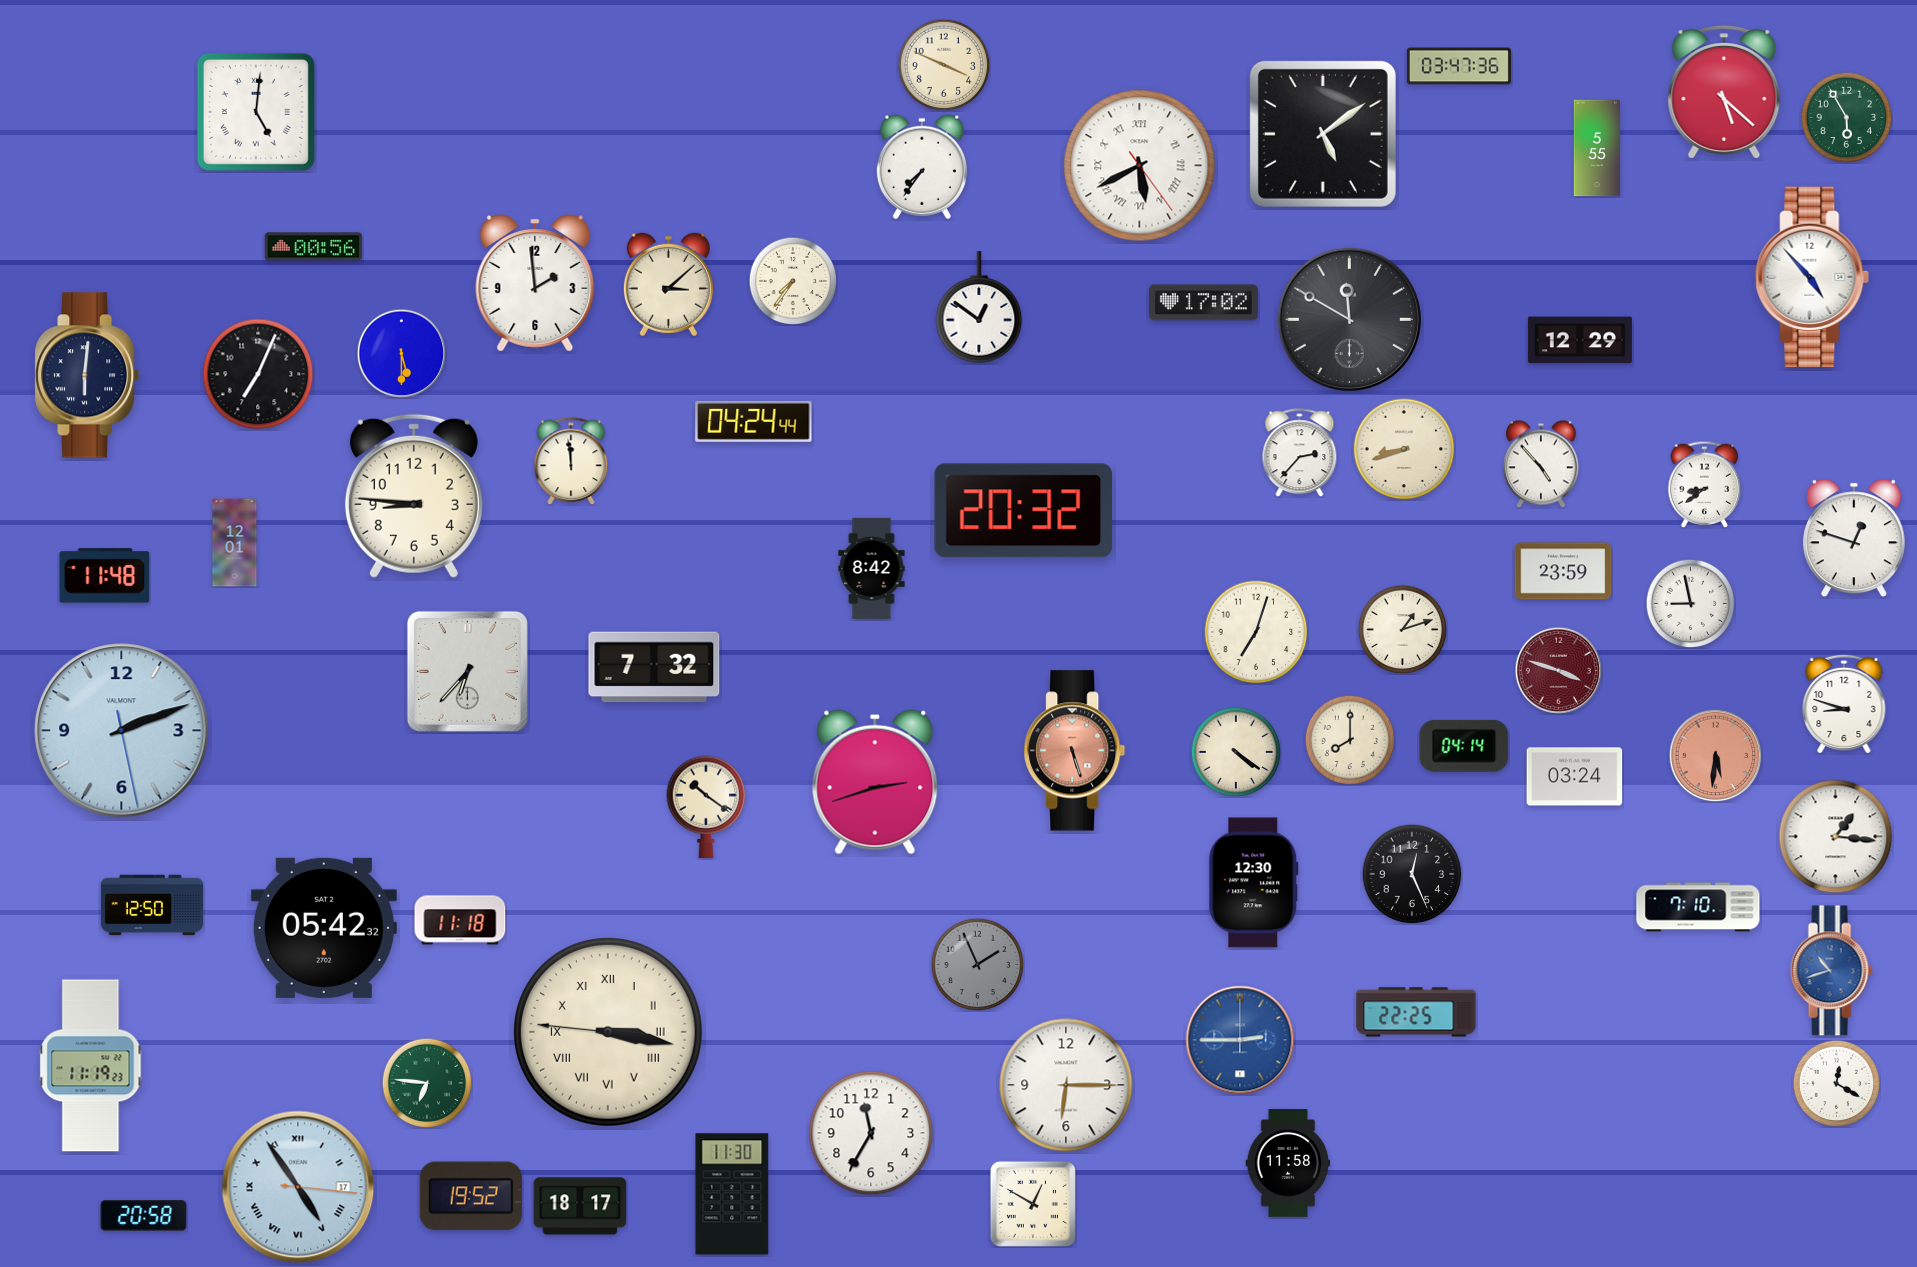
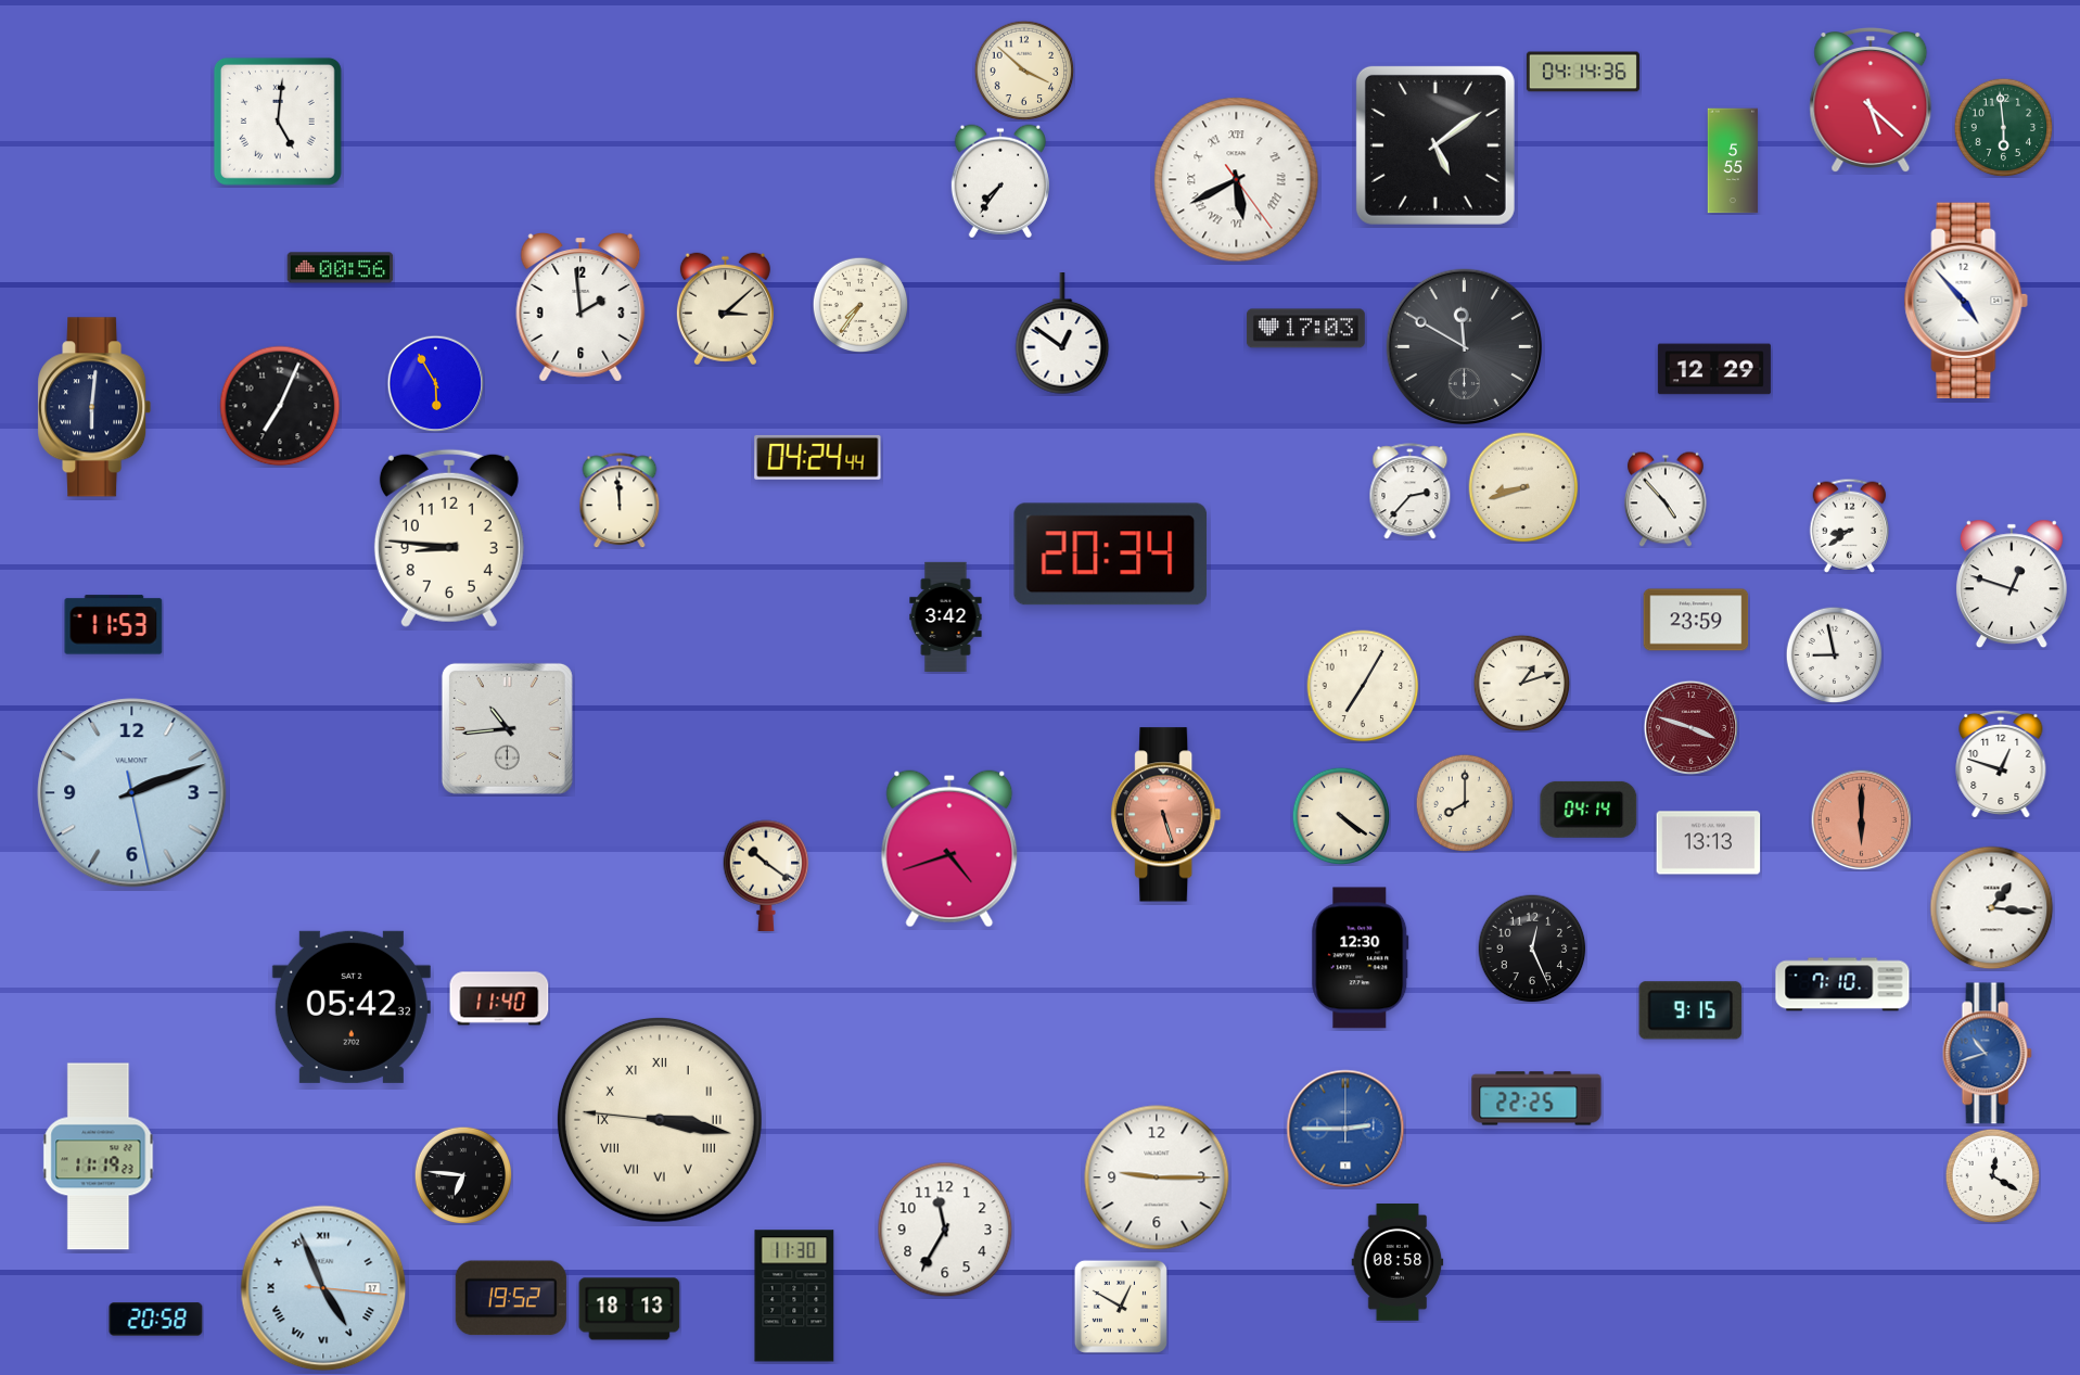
clock at (944, 65): 3:49 -> 3:52
clock at (1459, 66): 03:47 -> 04:14
clock at (1846, 117): 5:55 -> 5:59
clock at (1203, 303): 17:02 -> 17:03
clock at (401, 353): 5:30 -> 5:55
clock at (1541, 464) position: (1541, 464) -> (1666, 499)
clock at (1024, 511): 20:32 -> 20:34
clock at (235, 543): 12:01 -> none
clock at (872, 568): 8:42 -> 3:42
clock at (105, 576): 11:48 -> 11:53
clock at (1256, 632): 7:03 -> 7:05
clock at (654, 667): 7:32 -> none
clock at (467, 671): 6:37 -> 10:44
clock at (1844, 704): 8:48 -> 12:48
clock at (1715, 755): 5:31 -> 6:00
clock at (1575, 777): 03:24 -> 13:13
clock at (875, 782): 2:42 -> 4:42
clock at (151, 905): 12:50 -> none
clock at (460, 920): 11:18 -> 11:40
clock at (1690, 1010): none -> 9:15
clock at (977, 964): 1:56 -> none
clock at (427, 1083) dial: green -> black
clock at (1066, 1085): 6:15 -> 9:15
clock at (1288, 1163): 11:58 -> 08:58
clock at (298, 1187): 4:54 -> 4:56
clock at (580, 1206): 18:17 -> 18:13
